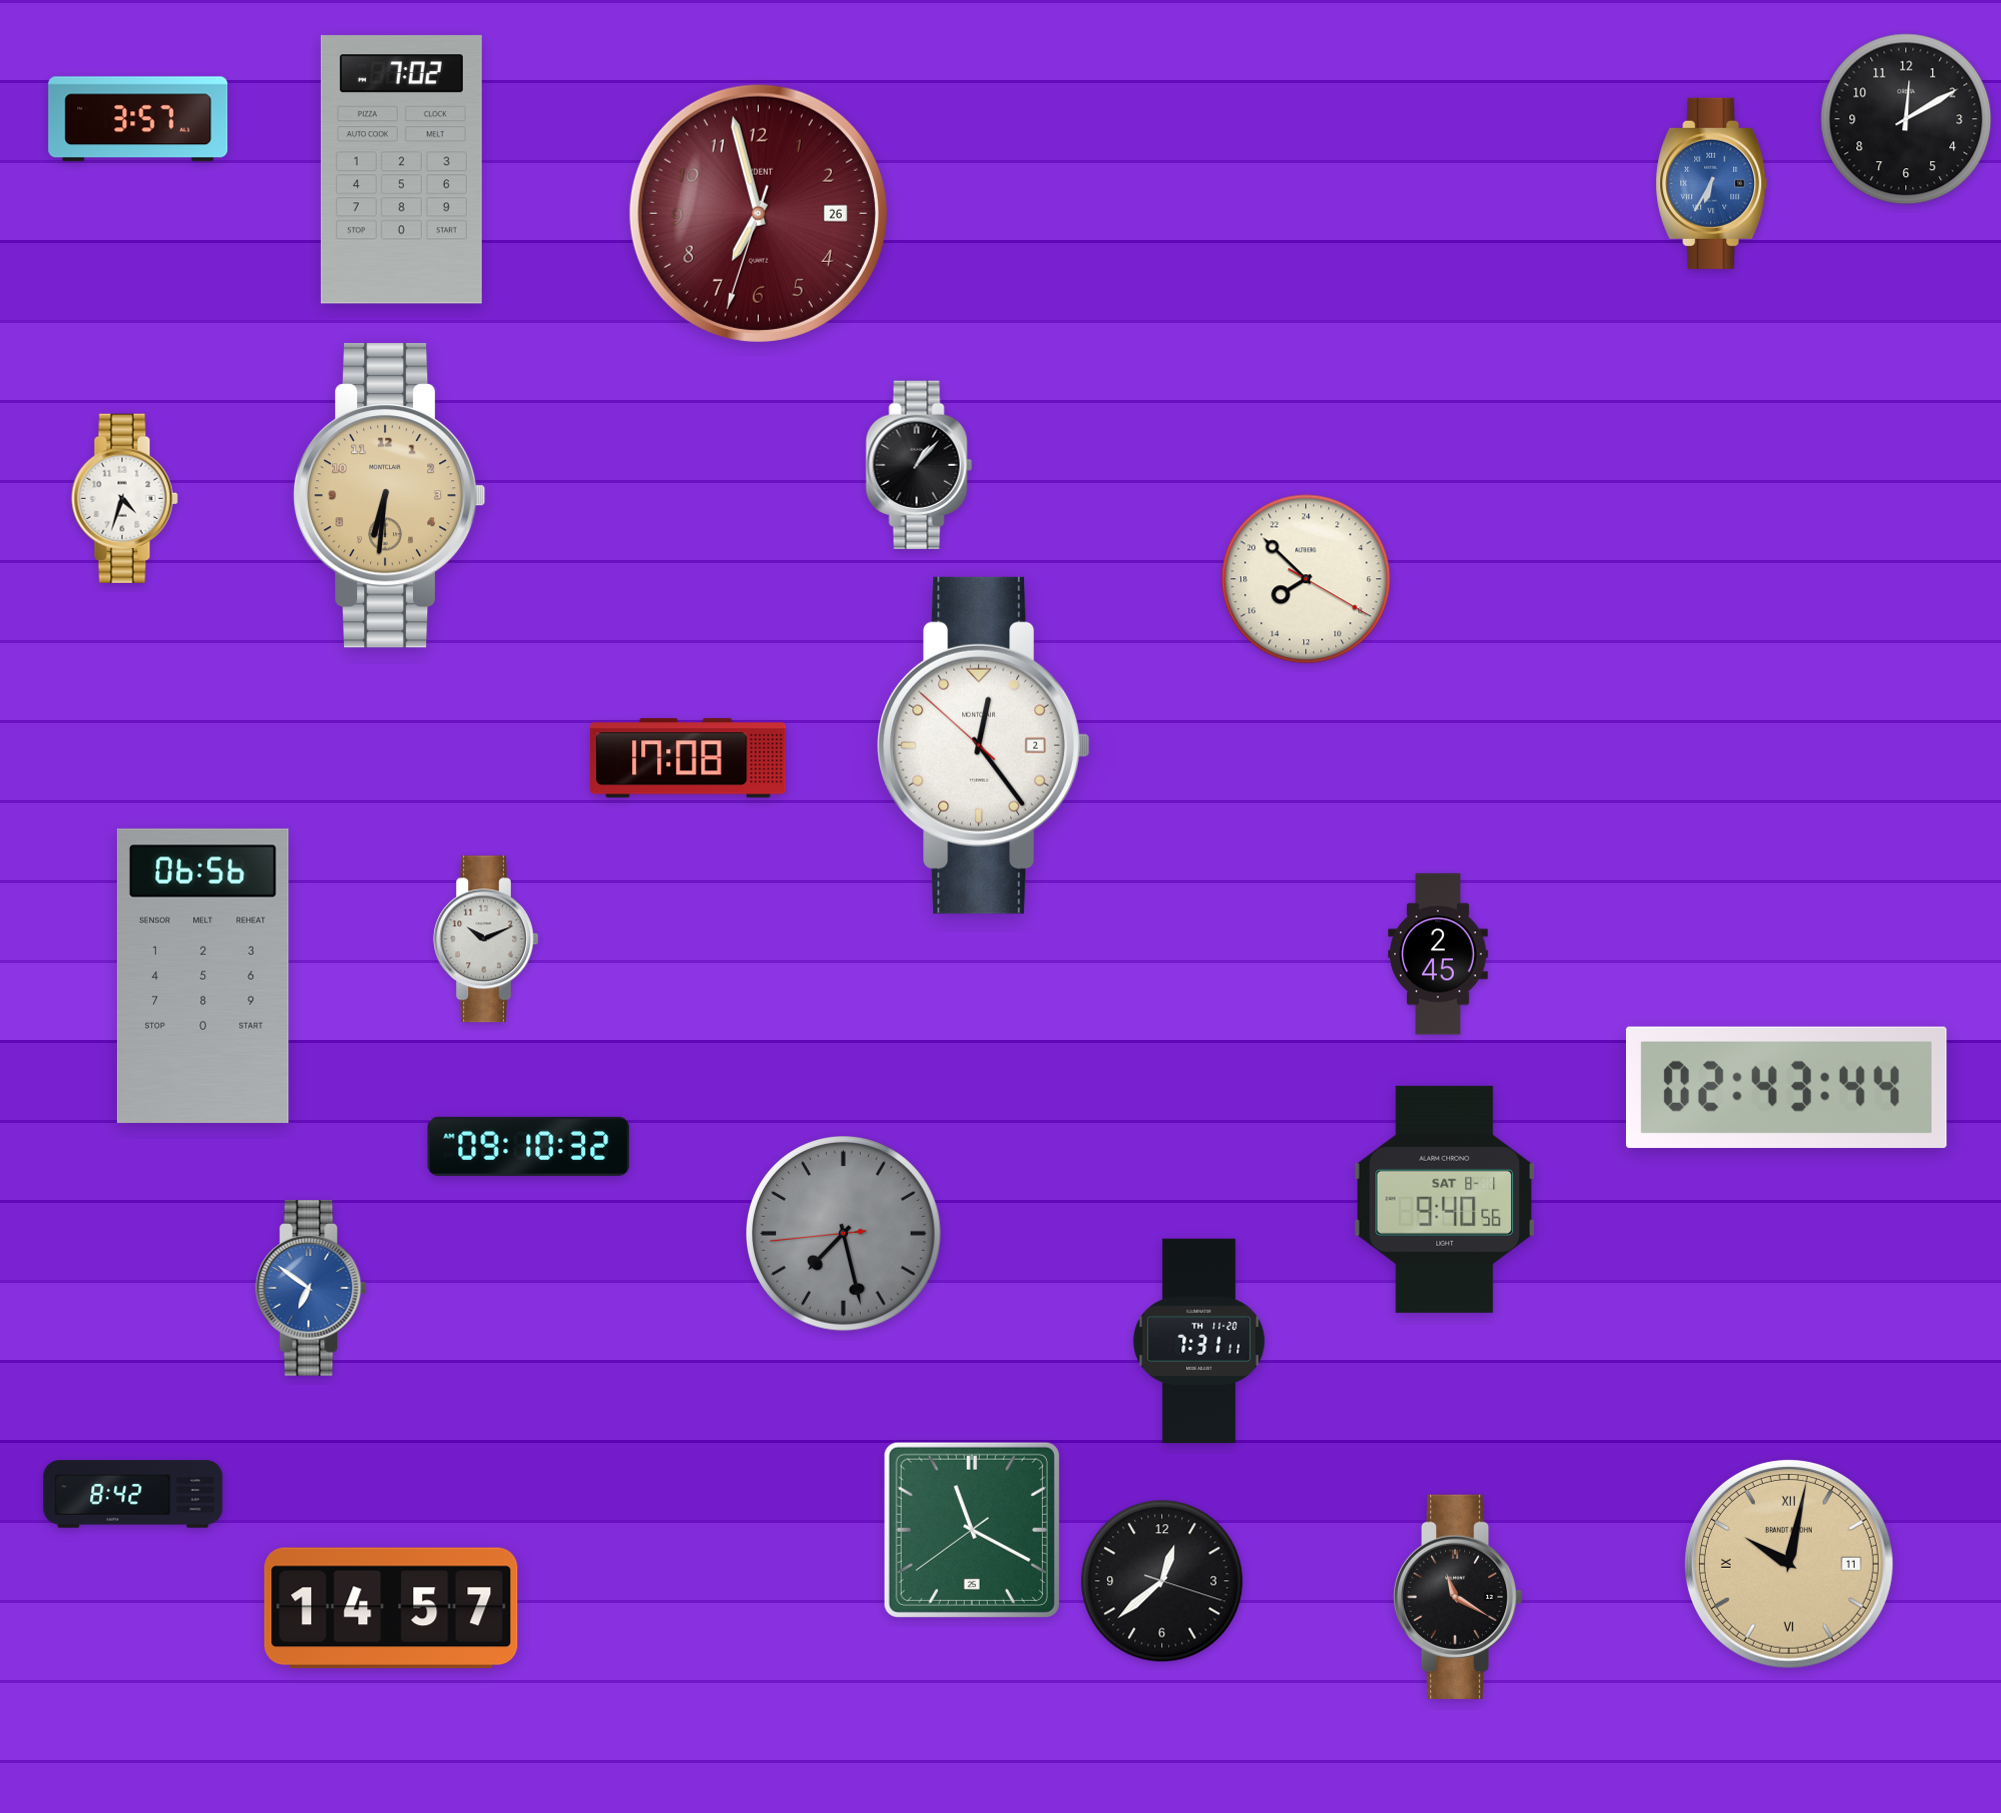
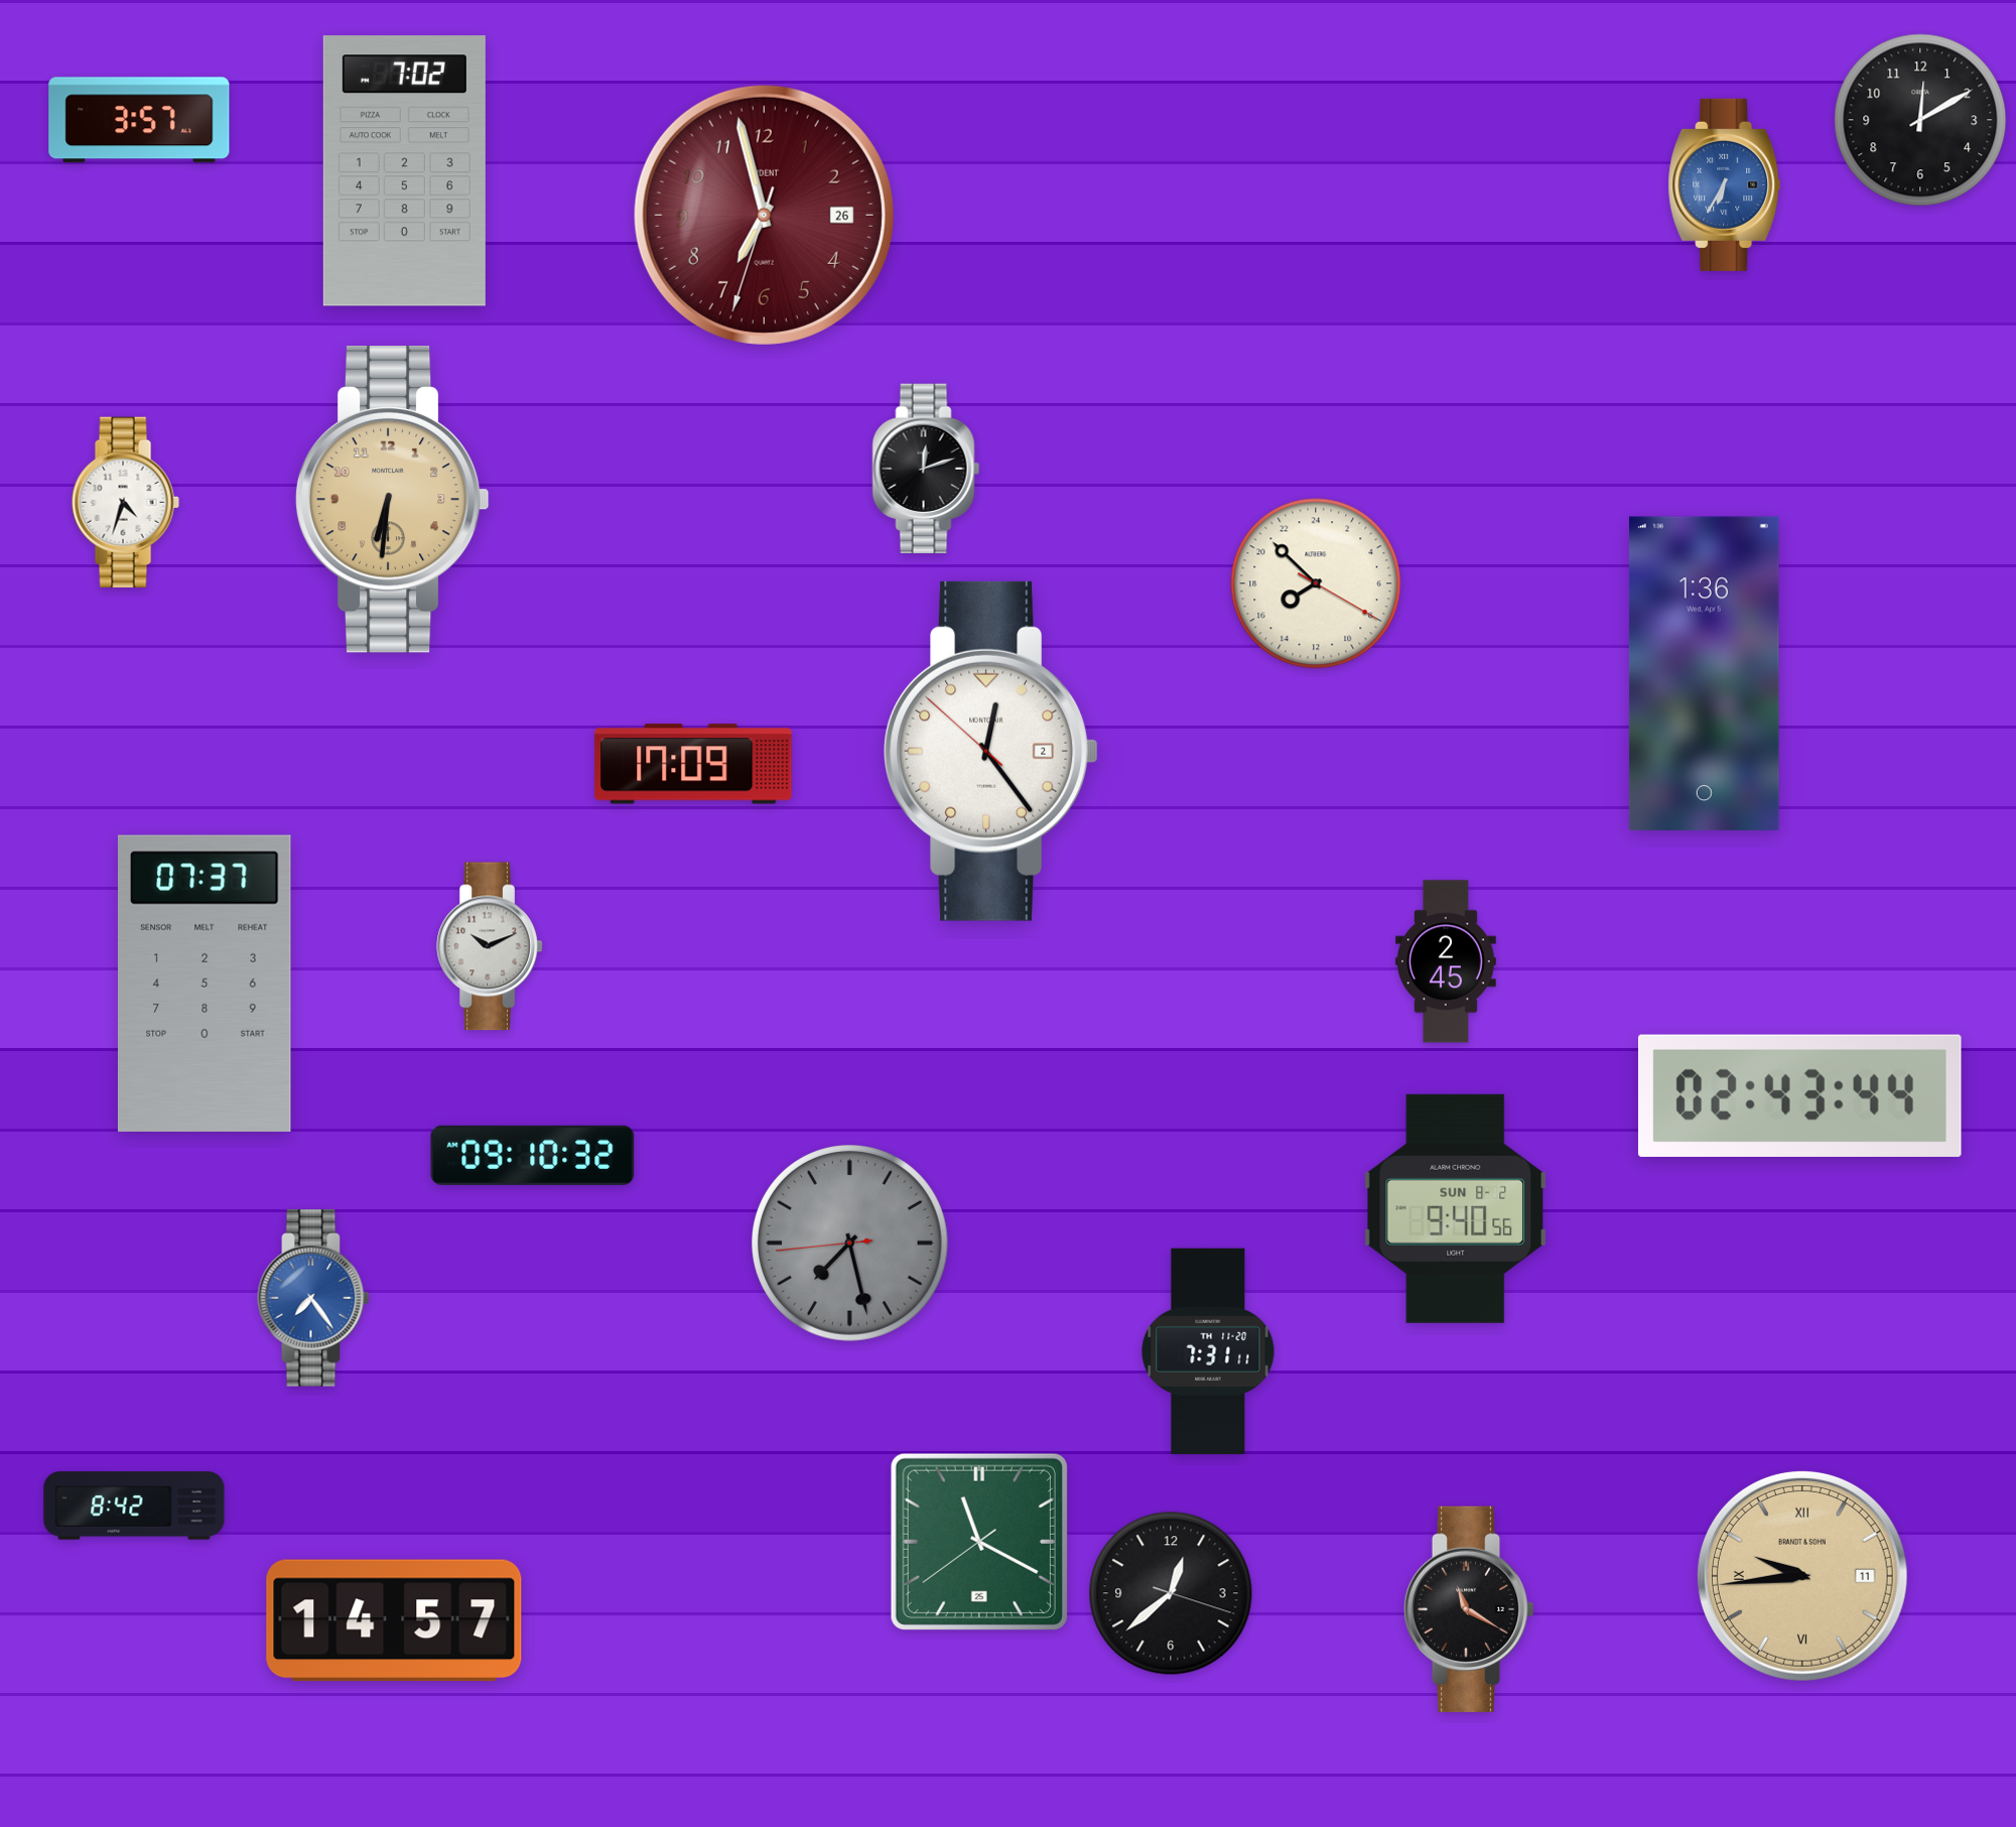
clock at (919, 465): 1:07 -> 12:12
clock at (1704, 674): none -> 1:36
clock at (688, 758): 17:08 -> 17:09
clock at (1439, 954) position: (1439, 954) -> (1447, 961)
clock at (203, 976): 06:56 -> 07:37
clock at (1444, 1199) date: SAT 8-1 -> SUN 8-2
clock at (311, 1288): 6:51 -> 7:24
clock at (1789, 1564): 10:02 -> 9:44
